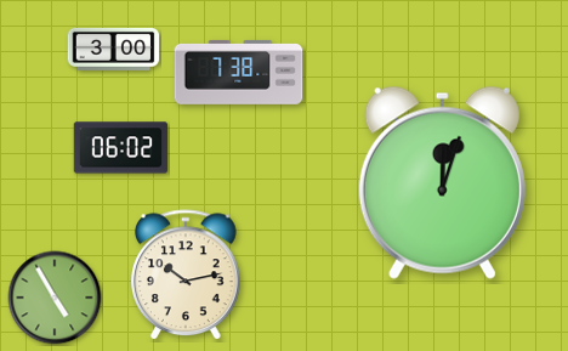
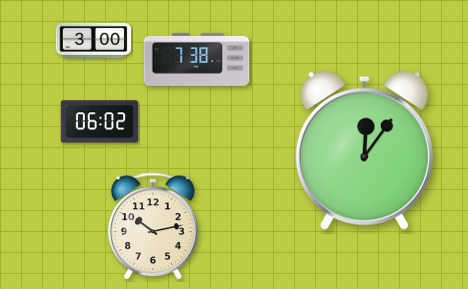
clock at (442, 182): 12:03 -> 12:06
clock at (55, 298): 4:55 -> none
